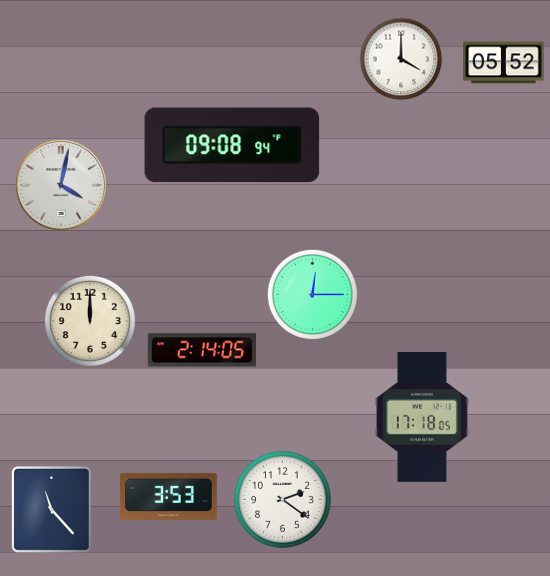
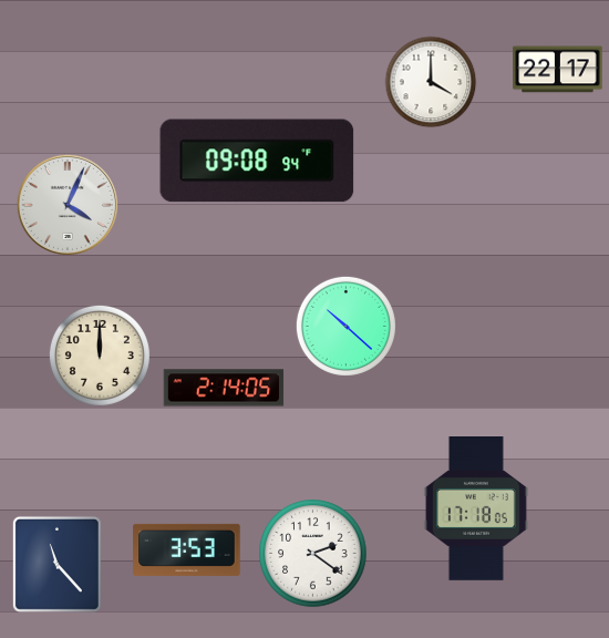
clock at (401, 59) position: (401, 59) -> (431, 82)
clock at (504, 63): 05:52 -> 22:17
clock at (61, 185): 4:02 -> 4:04
clock at (312, 294): 12:15 -> 10:22
clock at (422, 418) position: (422, 418) -> (476, 510)
